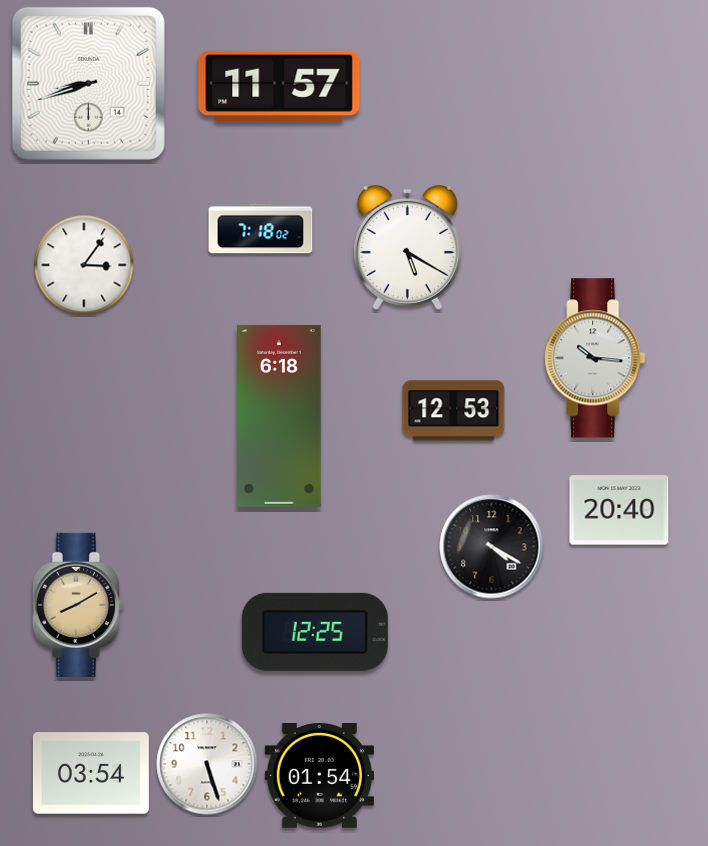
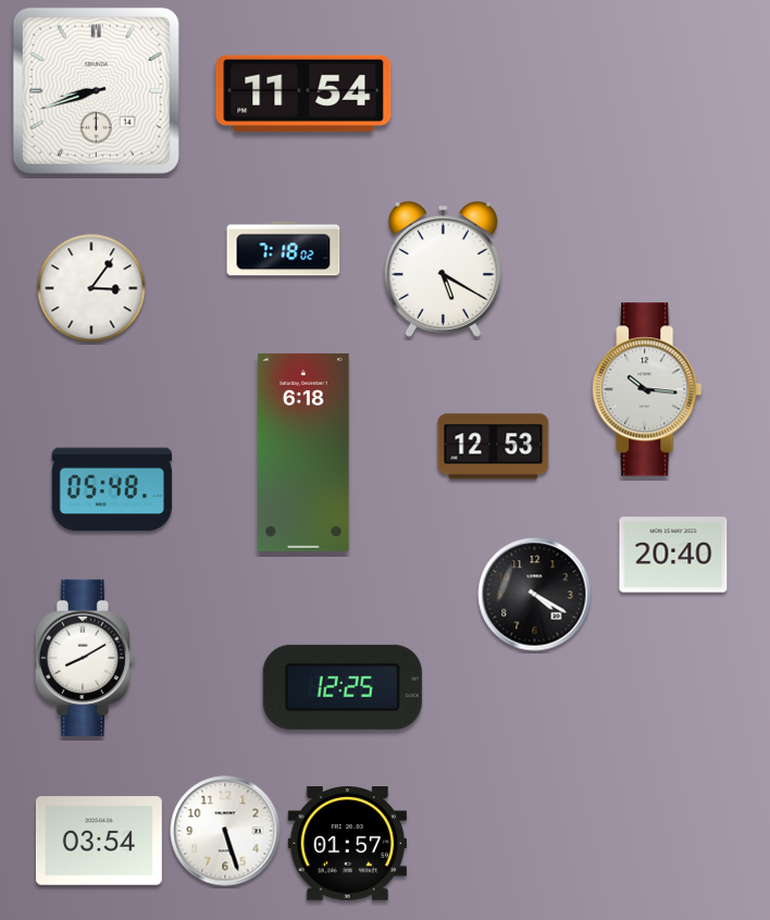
clock at (279, 86): 11:57 -> 11:54
clock at (112, 489): none -> 05:48
clock at (78, 605) dial: champagne -> white
clock at (319, 776): 01:54 -> 01:57
